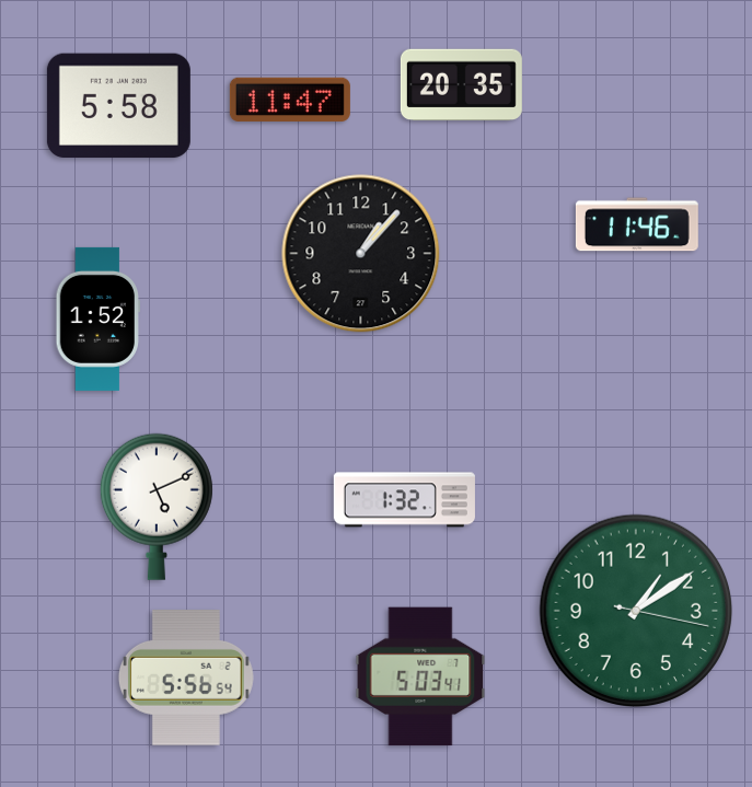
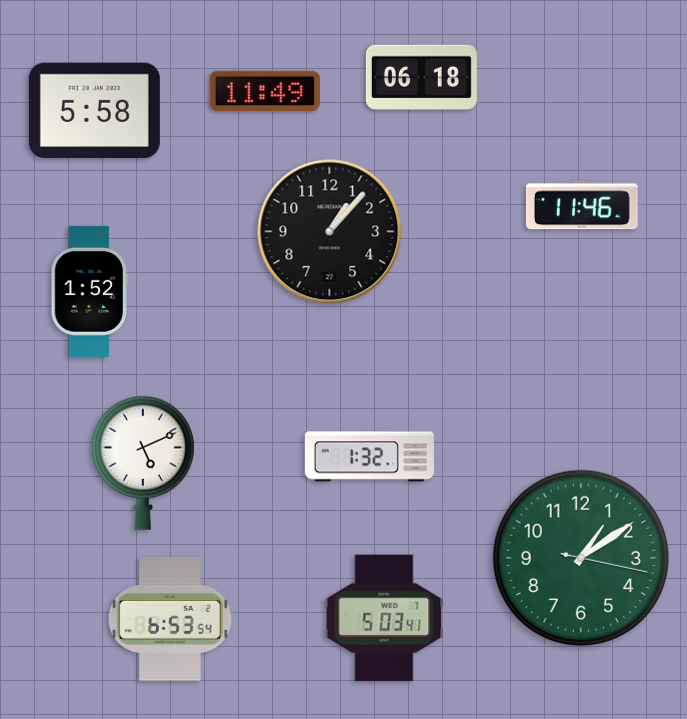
clock at (461, 85): 20:35 -> 06:18
clock at (290, 99): 11:47 -> 11:49
clock at (118, 106) position: (118, 106) -> (94, 111)
clock at (186, 678): 5:56 -> 6:53
